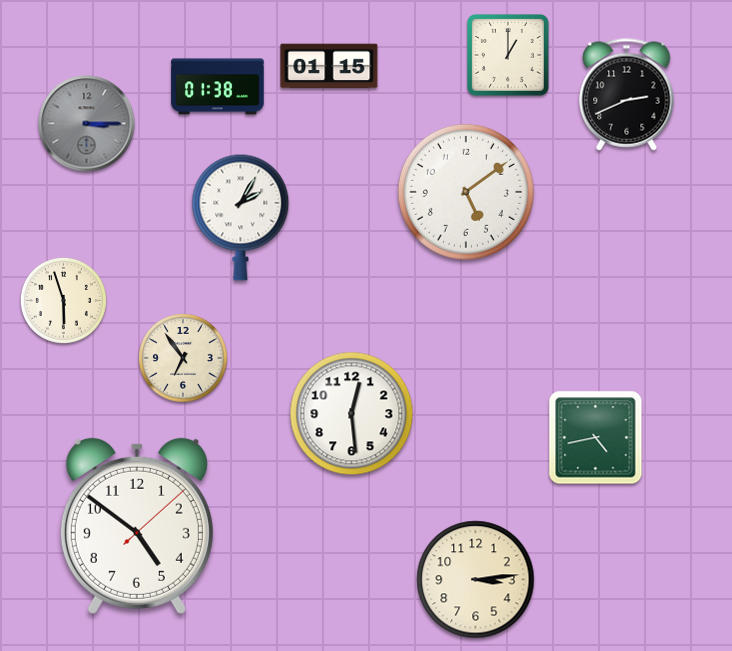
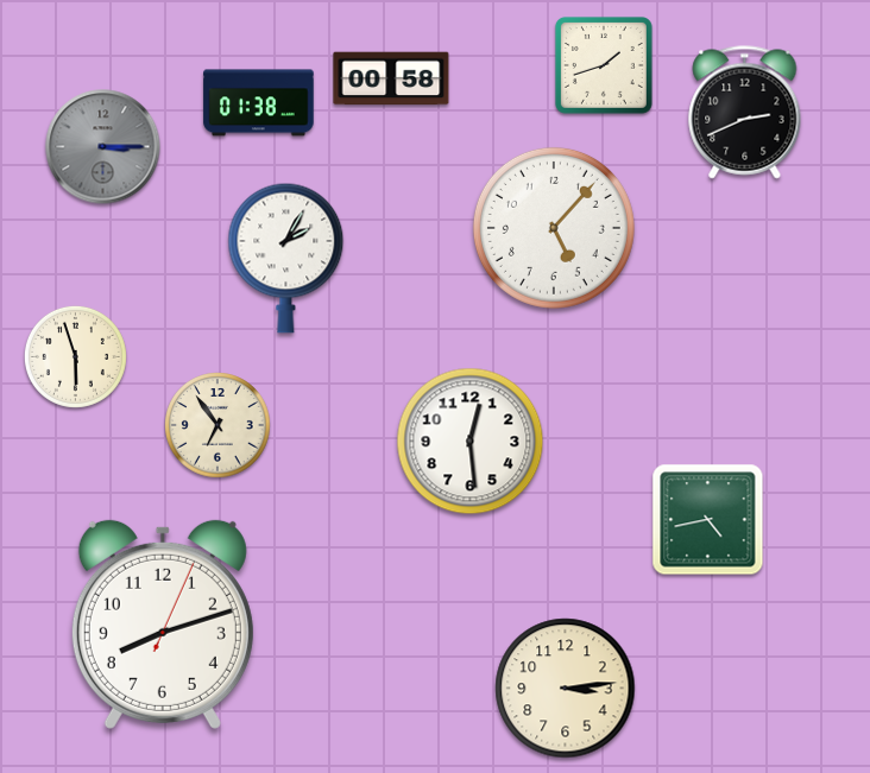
clock at (508, 55): 1:00 -> 1:42
clock at (329, 66): 01:15 -> 00:58
clock at (466, 192): 5:09 -> 5:07
clock at (352, 414) position: (352, 414) -> (471, 442)
clock at (137, 526): 4:51 -> 8:12
